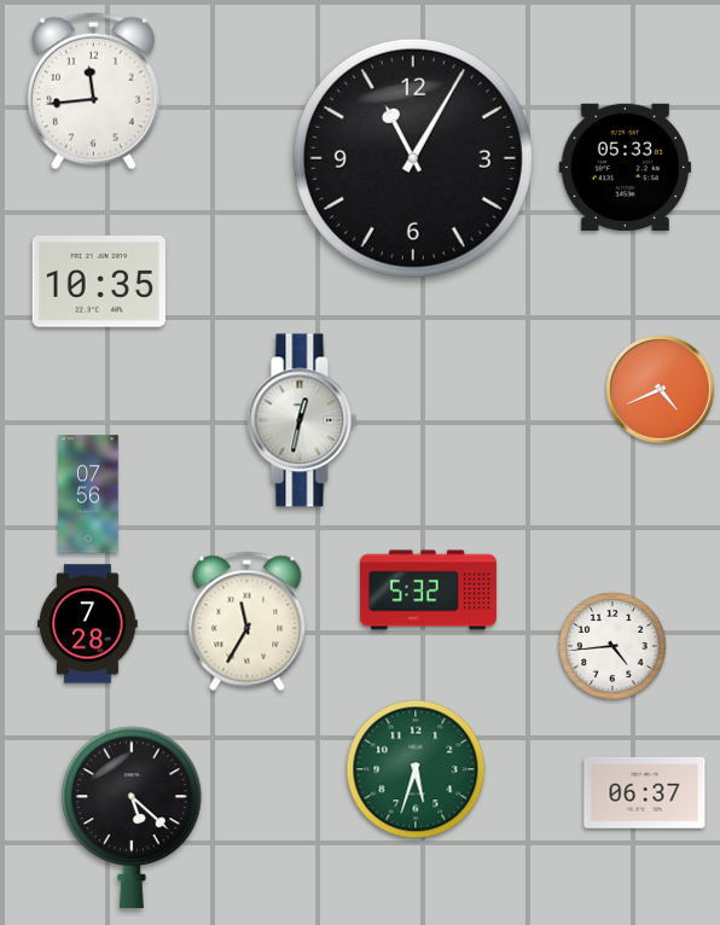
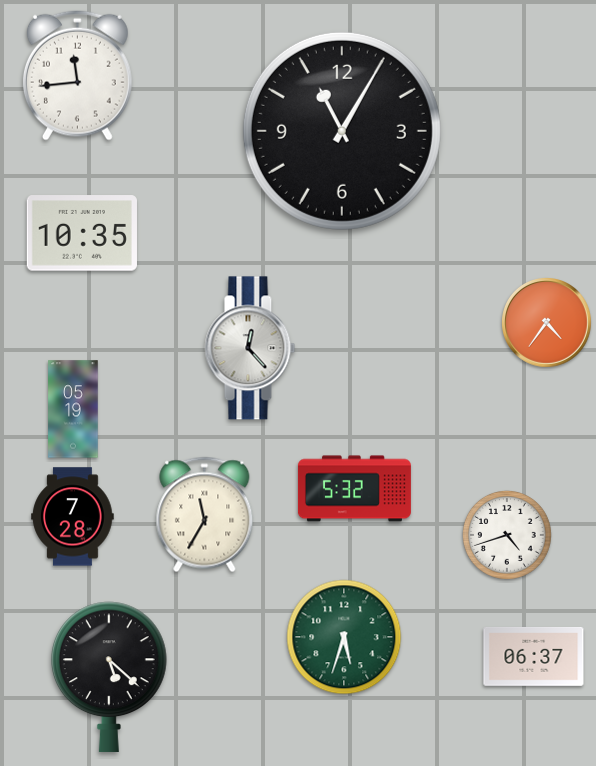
clock at (626, 167): 05:33 -> none
clock at (661, 390): 4:41 -> 4:36
clock at (302, 420): 12:32 -> 12:23
clock at (88, 494): 07:56 -> 05:19
clock at (612, 646): 4:44 -> 4:42
